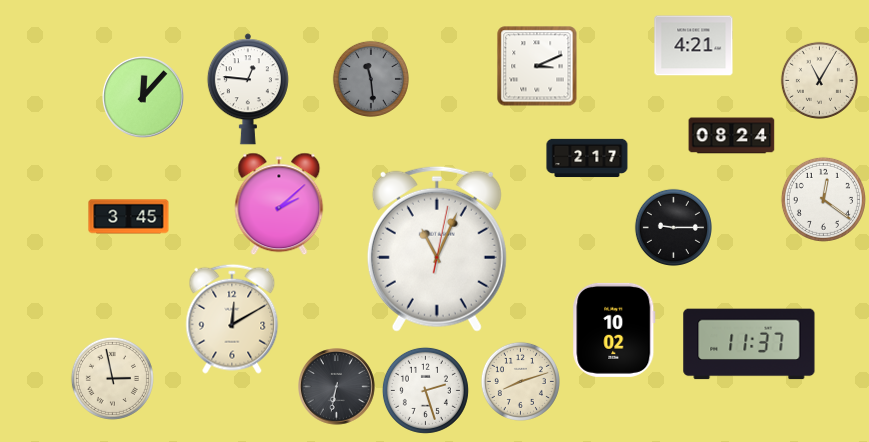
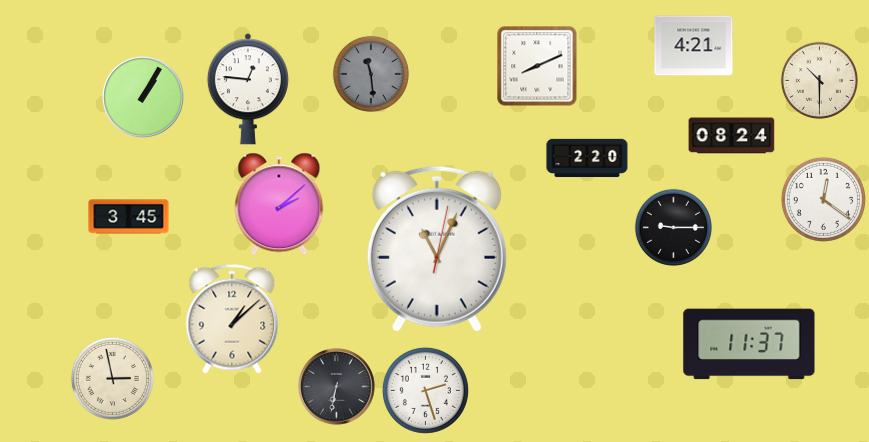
clock at (537, 66): 3:11 -> 8:11
clock at (371, 79) position: (371, 79) -> (371, 74)
clock at (819, 80): 11:05 -> 10:30
clock at (144, 98): 12:07 -> 1:05
clock at (587, 158): 2:17 -> 2:20
clock at (232, 319): 12:10 -> 1:08
clock at (614, 330): 10:02 -> none
clock at (520, 381): 8:12 -> none
